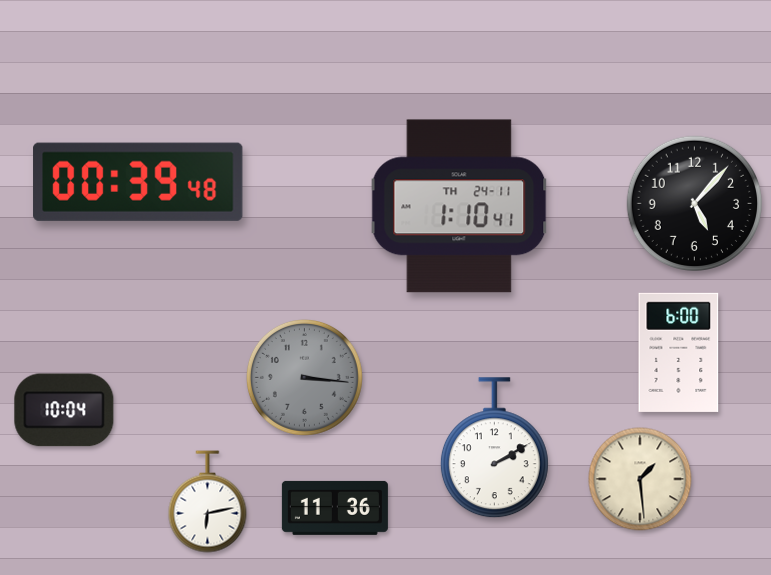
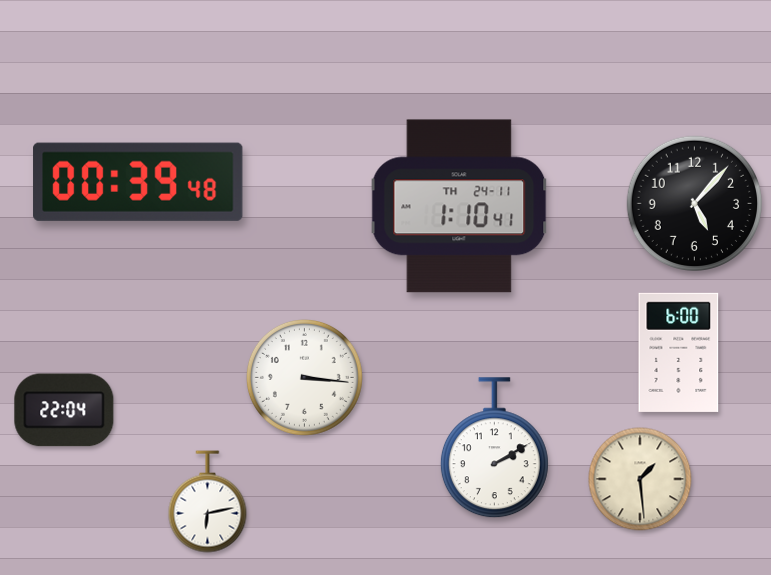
clock at (304, 377) dial: grey -> white
clock at (64, 410): 10:04 -> 22:04
clock at (335, 508): 11:36 -> none
